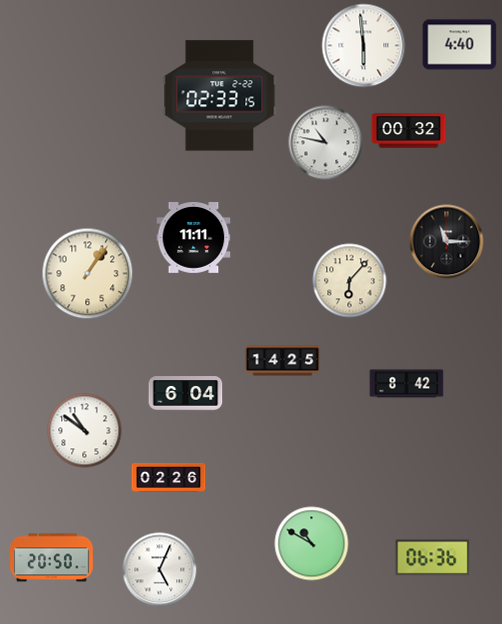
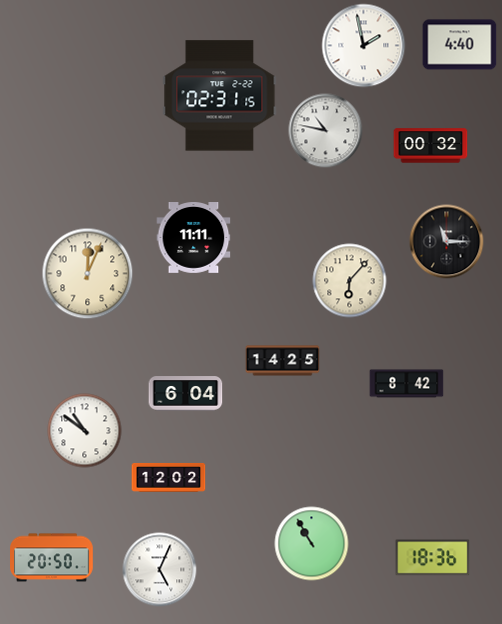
clock at (364, 46): 5:59 -> 1:58
clock at (220, 96): 02:33 -> 02:31
clock at (409, 131) position: (409, 131) -> (431, 146)
clock at (326, 143) position: (326, 143) -> (326, 131)
clock at (88, 274): 1:06 -> 12:04
clock at (169, 478): 02:26 -> 12:02
clock at (312, 544): 10:50 -> 10:55
clock at (433, 558): 06:36 -> 18:36
